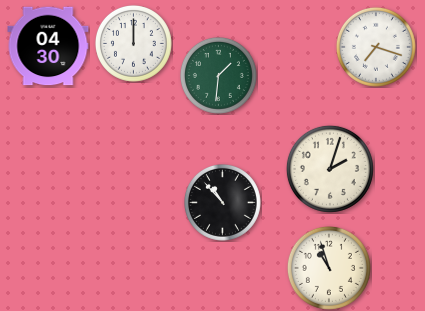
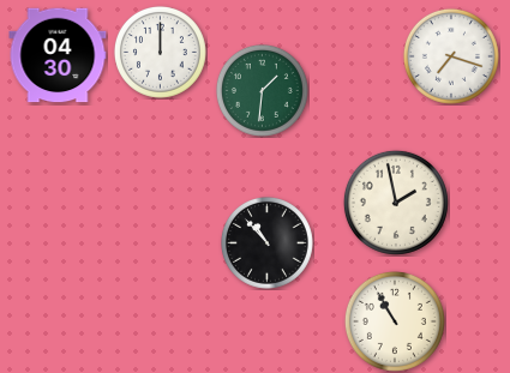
clock at (330, 169): 2:03 -> 1:58
clock at (329, 268): 10:57 -> 10:55
